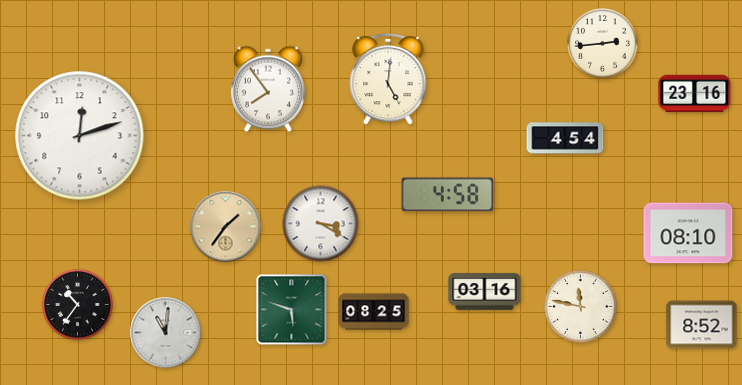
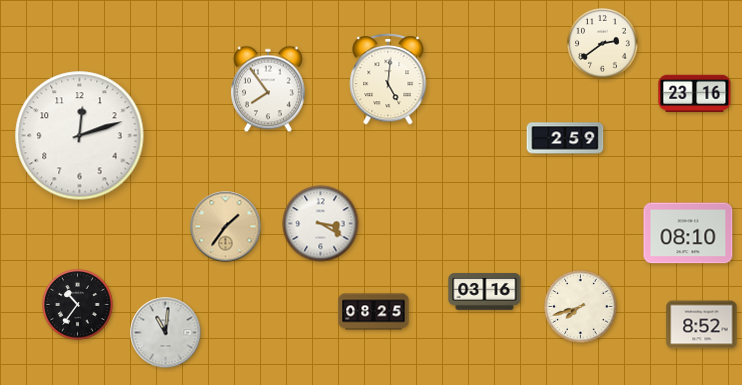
clock at (603, 44): 2:44 -> 2:39
clock at (565, 138): 4:54 -> 2:59
clock at (448, 195): 4:58 -> none
clock at (581, 307): 11:47 -> 7:42
clock at (292, 310): 5:48 -> none
